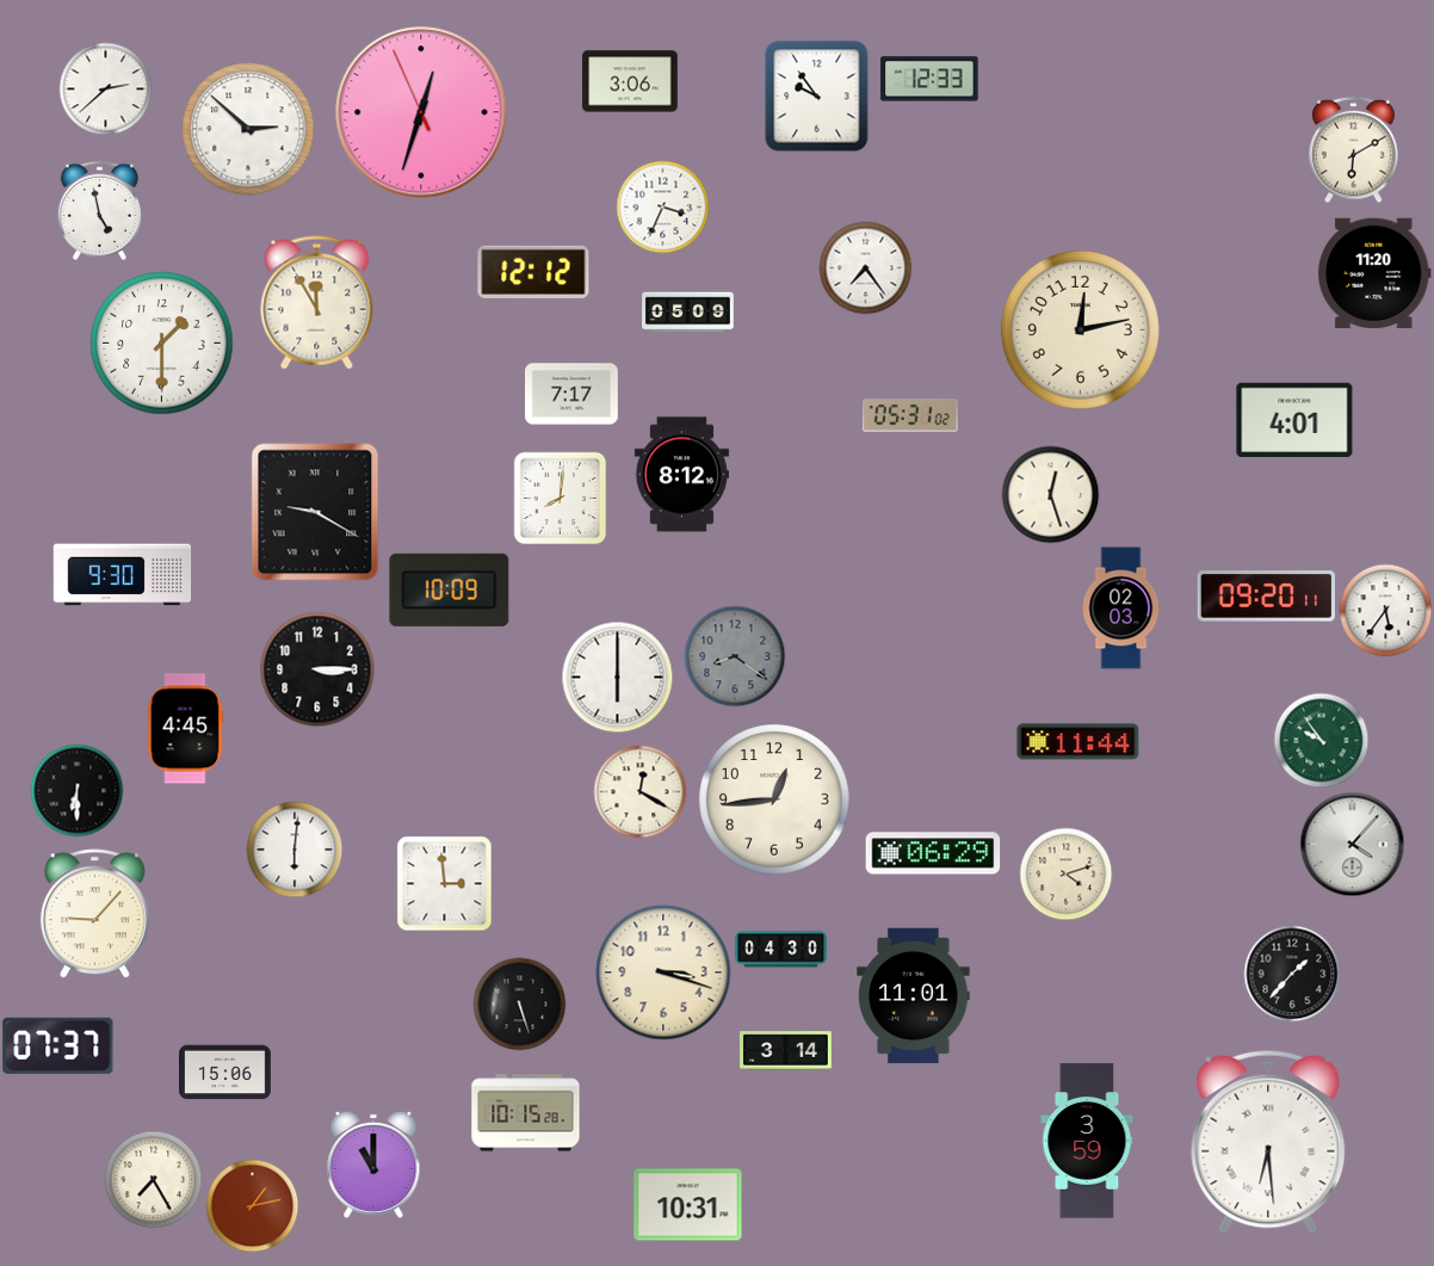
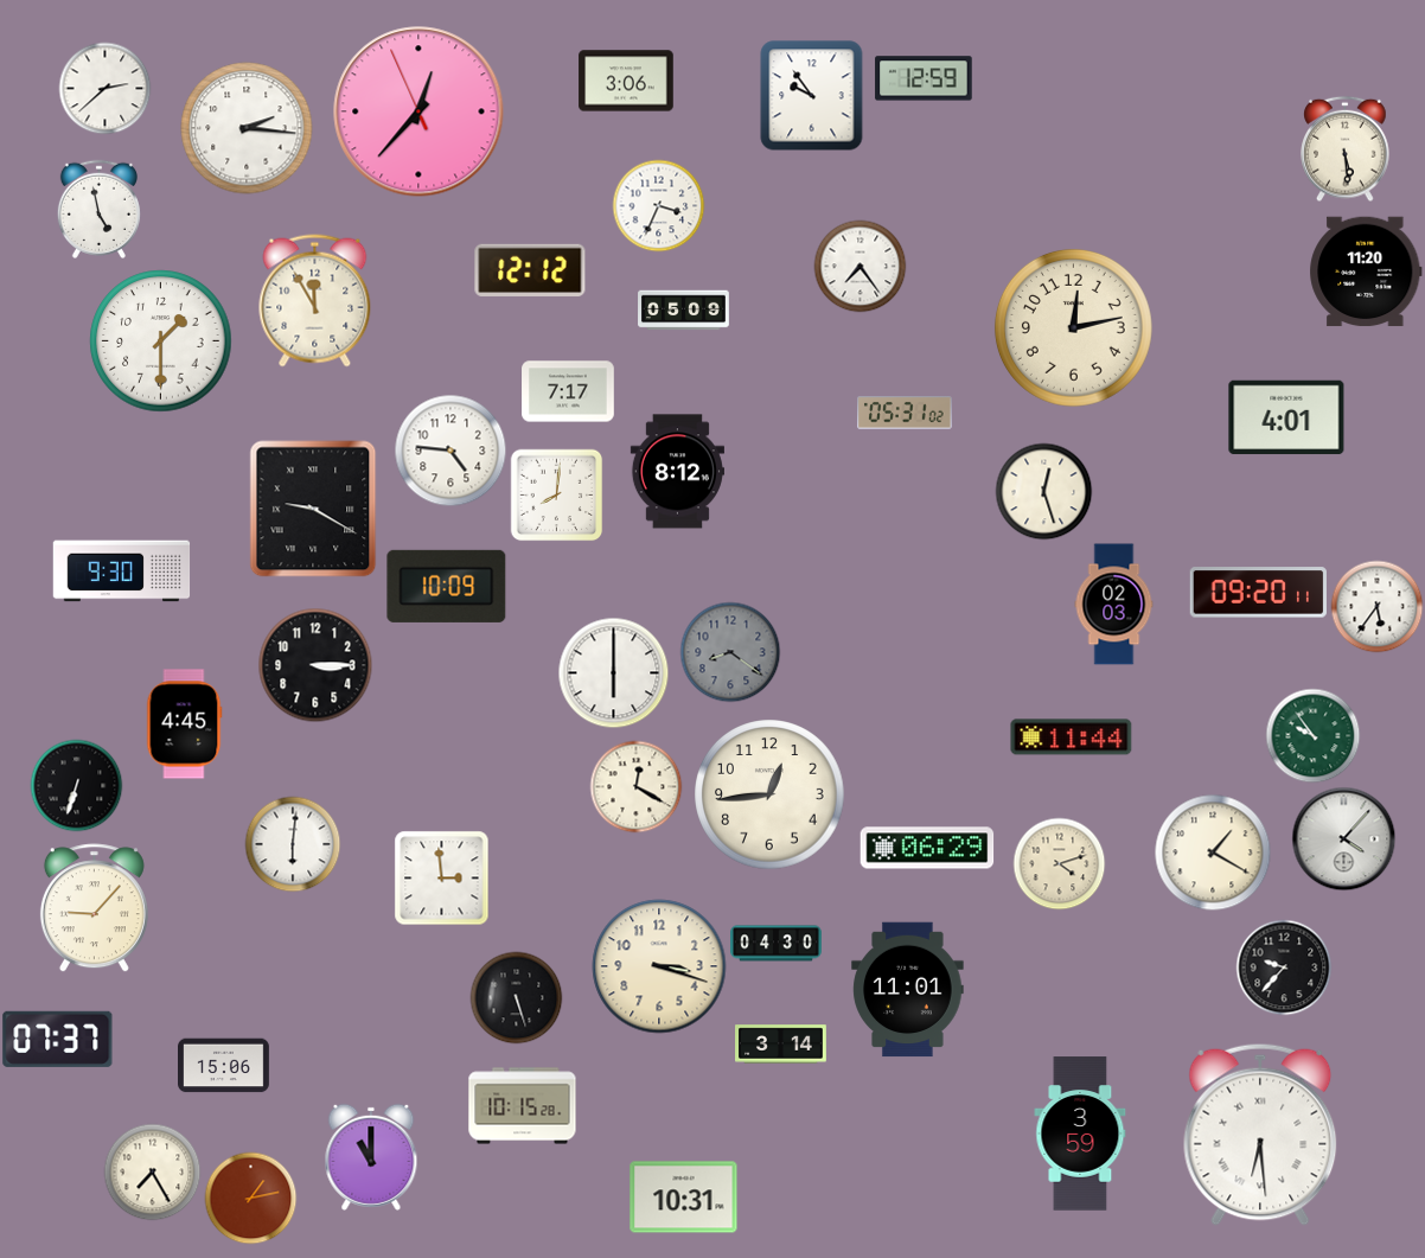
clock at (929, 79): 12:33 -> 12:59
clock at (421, 112): 12:32 -> 12:36
clock at (248, 129): 2:52 -> 2:16
clock at (1354, 149): 6:10 -> 5:29
clock at (450, 451): none -> 4:46
clock at (76, 790): 6:30 -> 6:33
clock at (1213, 852): none -> 1:20
clock at (1065, 873) position: (1065, 873) -> (1059, 863)
clock at (1292, 974): 1:37 -> 9:37
